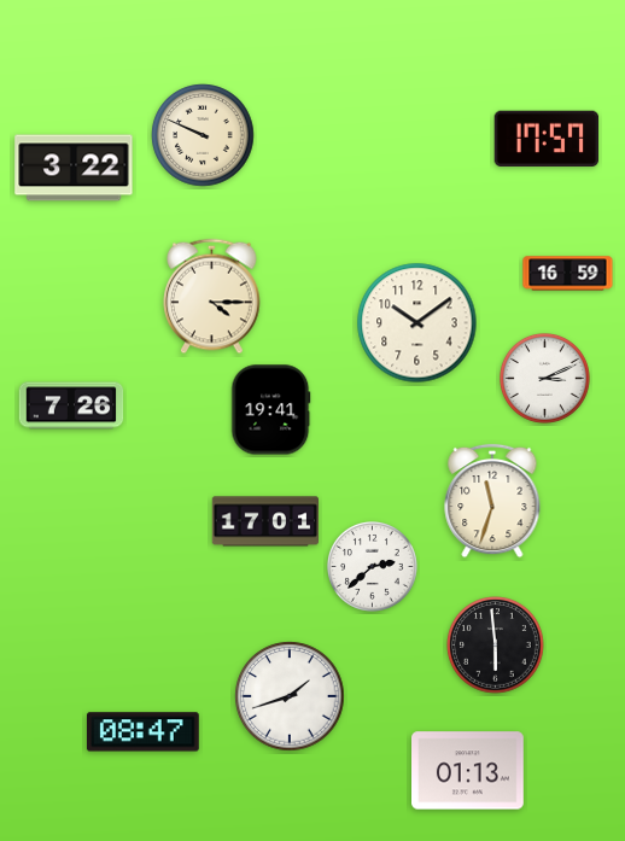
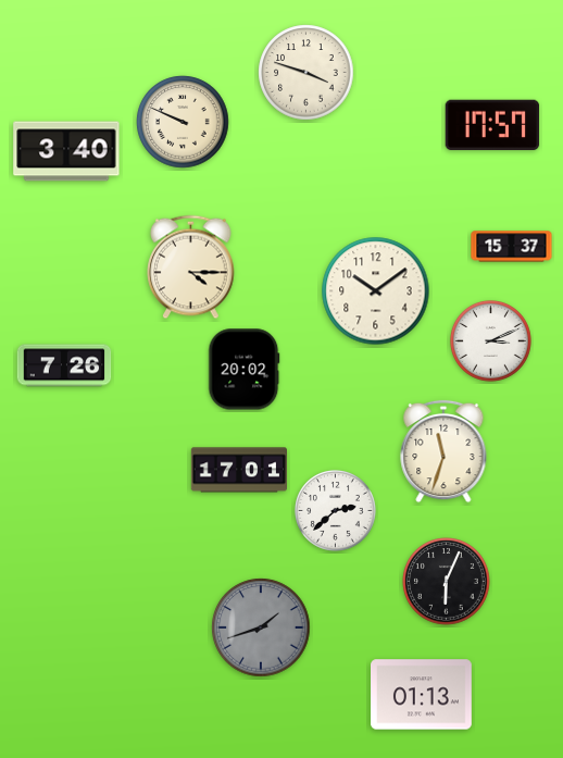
clock at (306, 73): none -> 3:48
clock at (74, 168): 3:22 -> 3:40
clock at (568, 274): 16:59 -> 15:37
clock at (271, 410): 19:41 -> 20:02
clock at (496, 646): 5:59 -> 6:04
clock at (290, 696) dial: white -> grey
clock at (142, 732): 08:47 -> none
